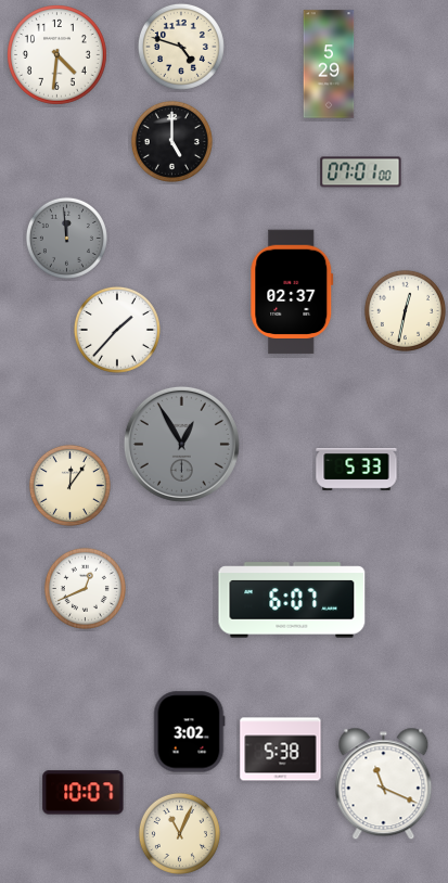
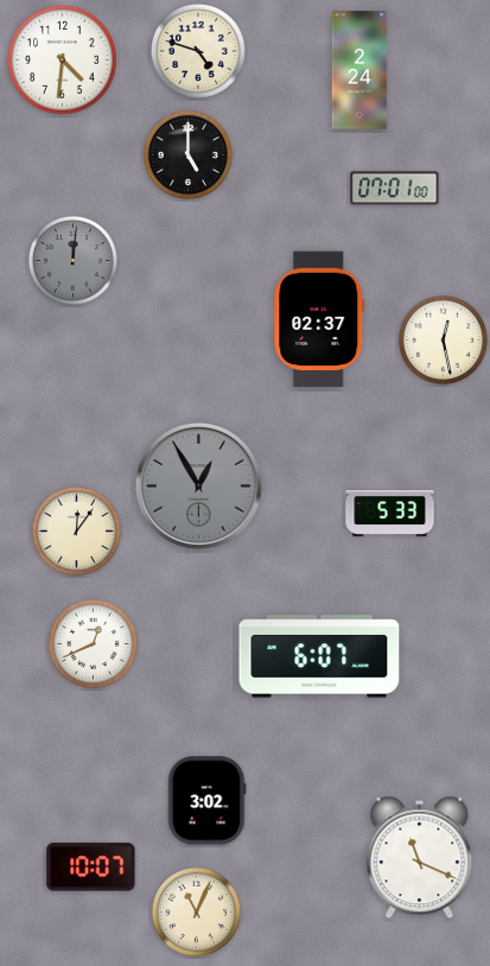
clock at (329, 64): 5:29 -> 2:24
clock at (66, 238): 11:59 -> 12:01
clock at (405, 310): 12:32 -> 12:28
clock at (117, 330): 1:37 -> none
clock at (281, 750): 5:38 -> none
